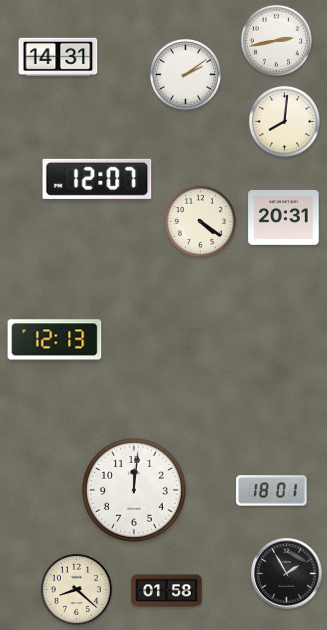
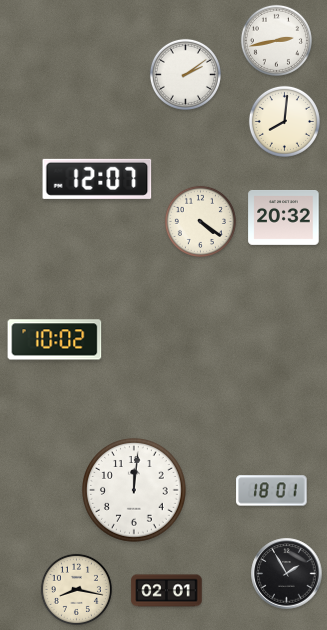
clock at (58, 57): 14:31 -> none
clock at (284, 217): 20:31 -> 20:32
clock at (55, 340): 12:13 -> 10:02
clock at (76, 589): 8:22 -> 8:17
clock at (167, 591): 01:58 -> 02:01
